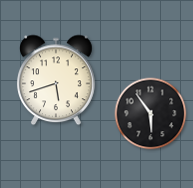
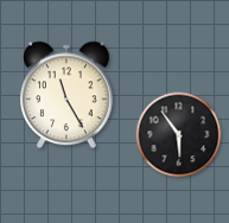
clock at (56, 80): 5:42 -> 11:25
